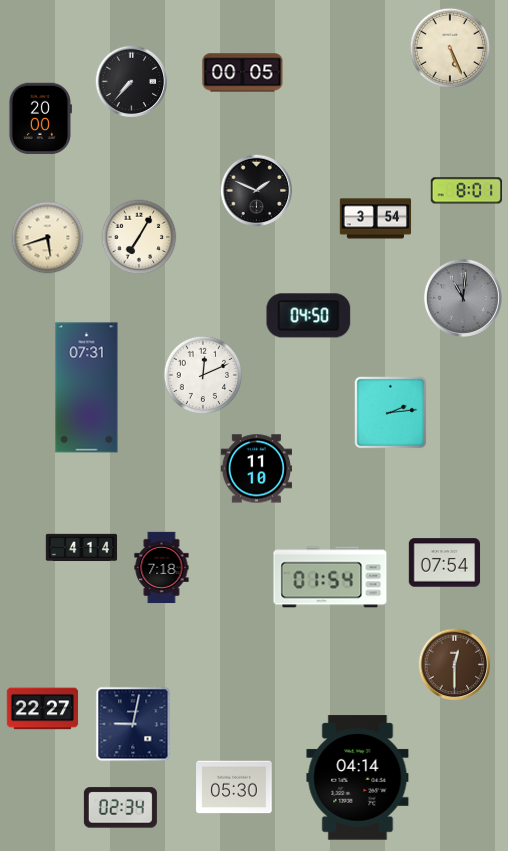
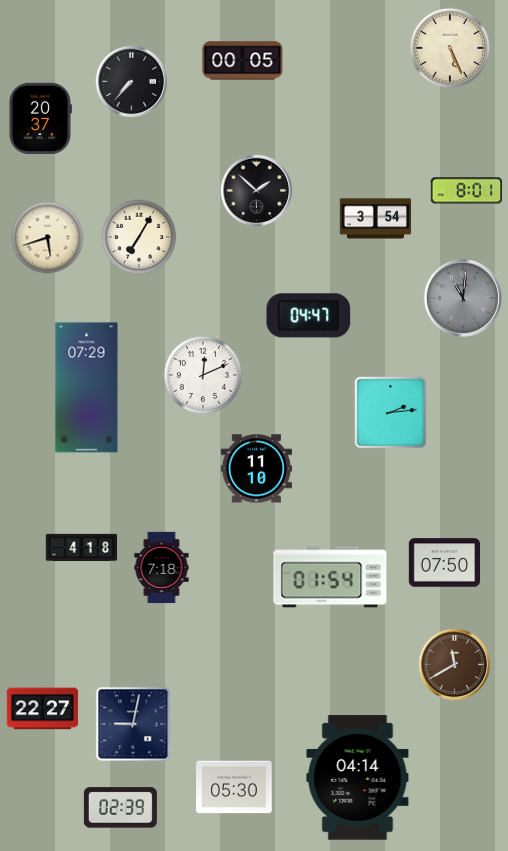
clock at (243, 73) position: (243, 73) -> (243, 61)
clock at (40, 118): 20:00 -> 20:37
clock at (257, 191): 1:49 -> 1:52
clock at (309, 316): 04:50 -> 04:47
clock at (87, 388): 07:31 -> 07:29
clock at (82, 548): 4:14 -> 4:18
clock at (445, 563): 07:54 -> 07:50
clock at (455, 665): 12:30 -> 11:40
clock at (120, 808): 02:34 -> 02:39
